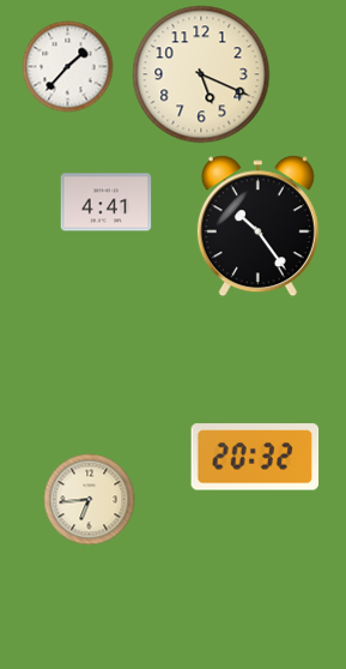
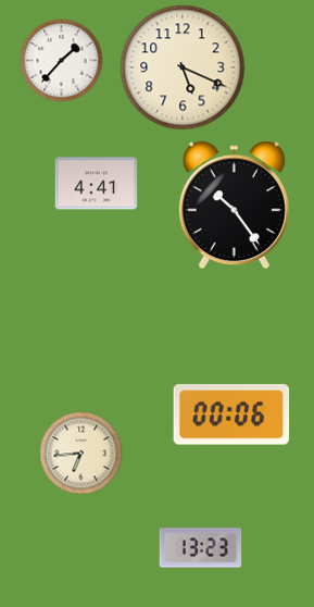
clock at (255, 457): 20:32 -> 00:06
clock at (201, 548): none -> 13:23
